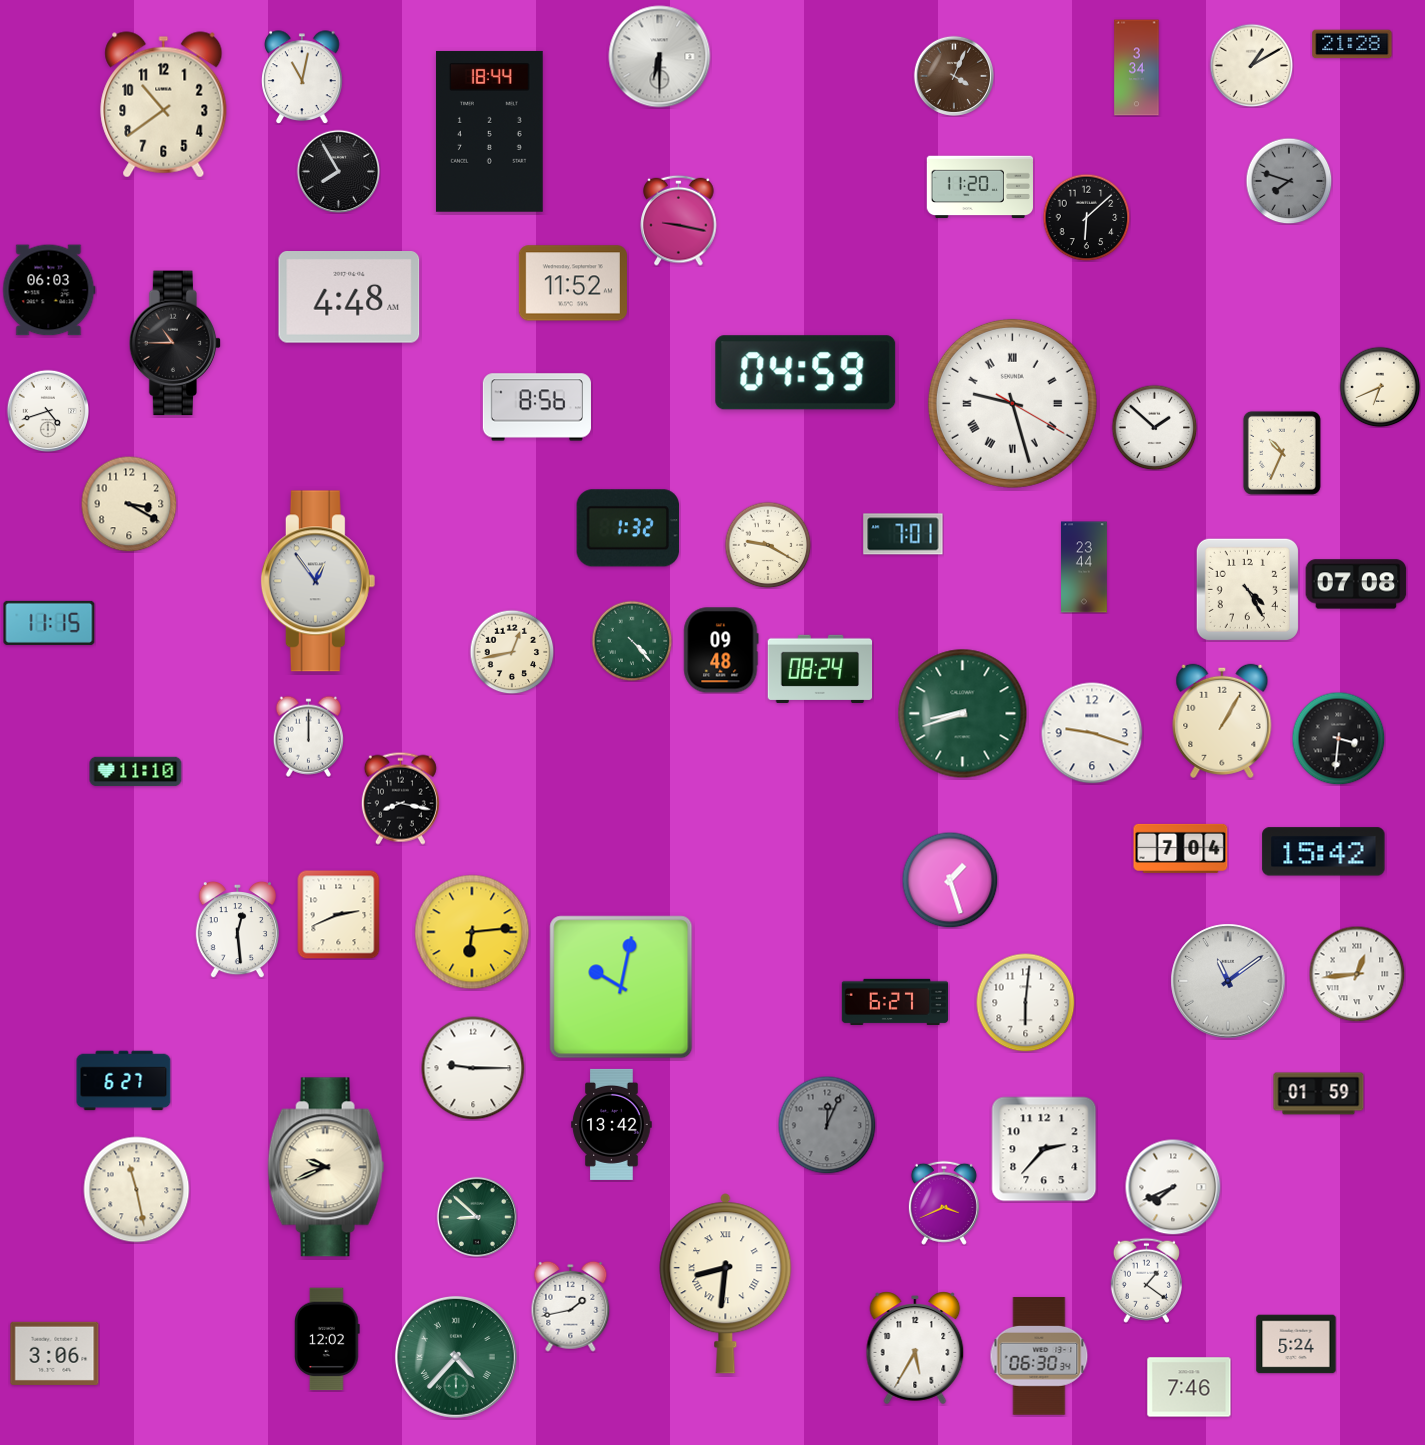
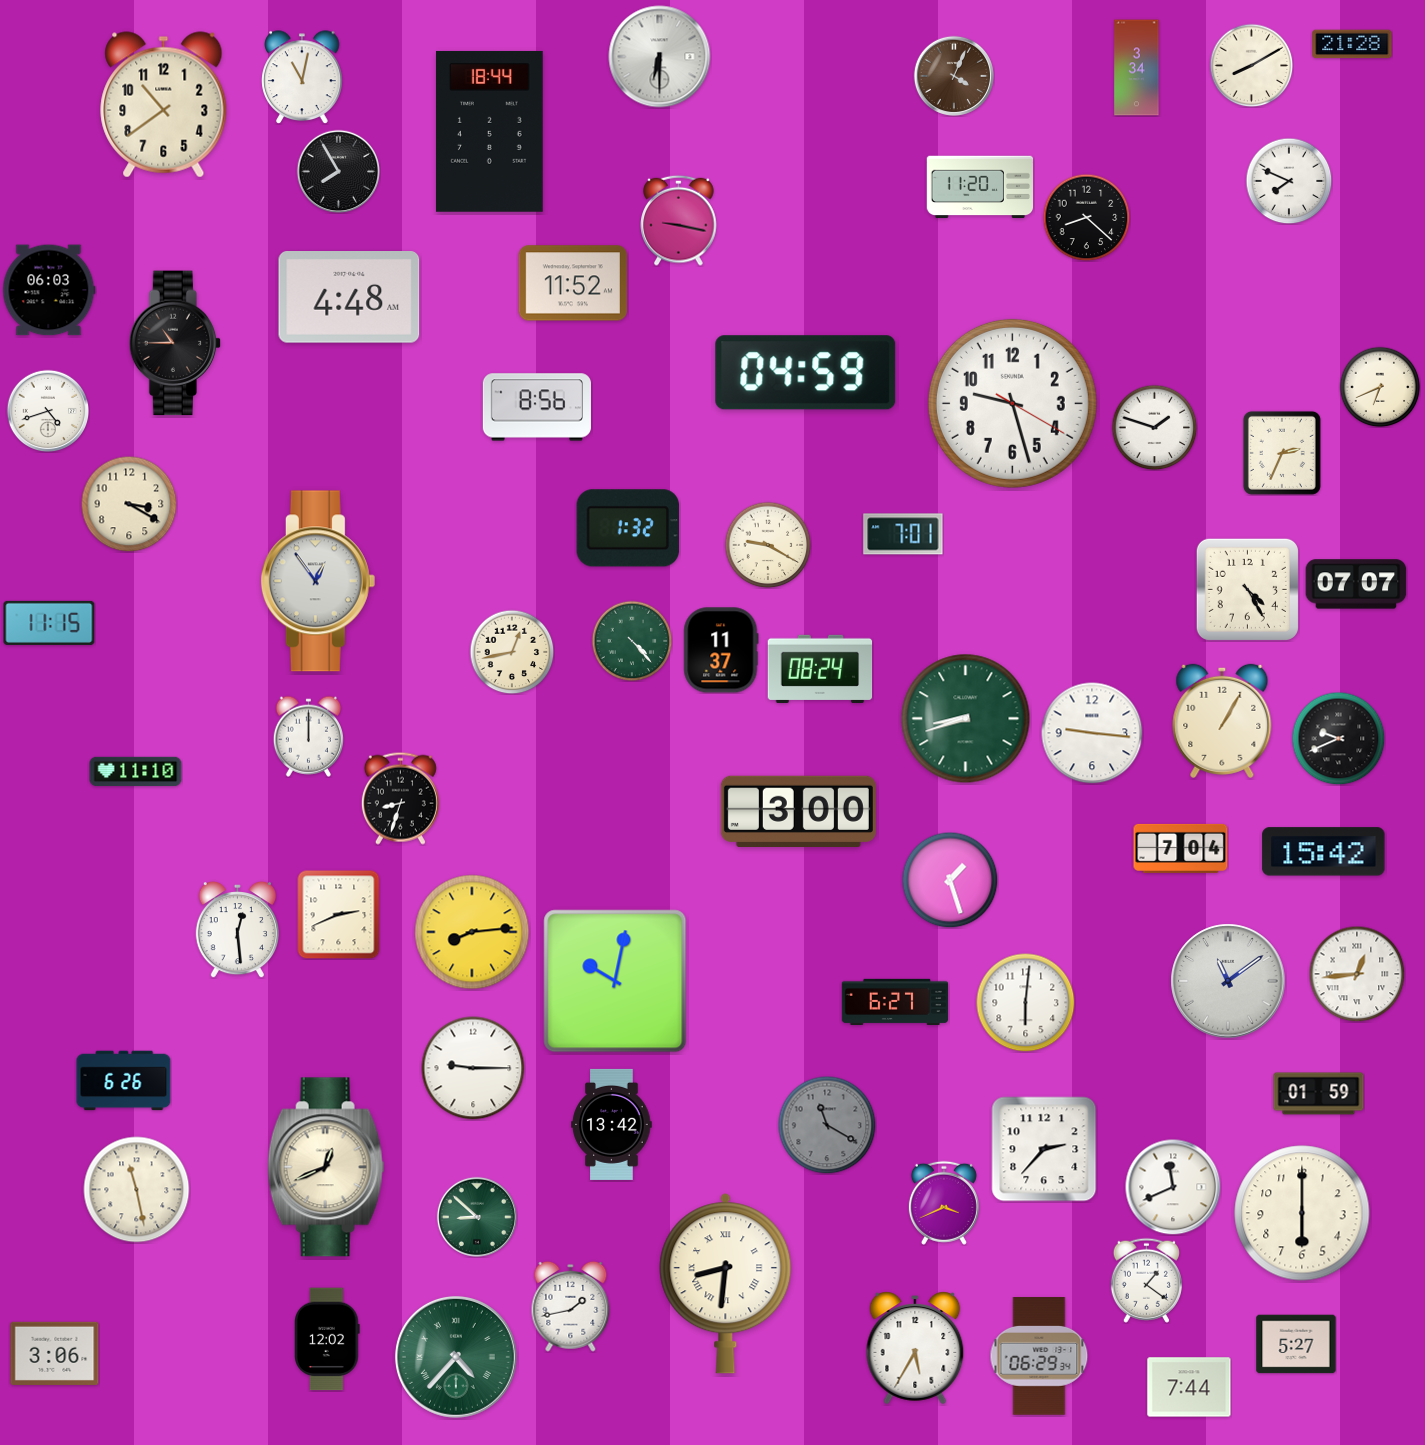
clock at (1251, 65): 1:10 -> 8:10
clock at (1289, 181): 7:48 -> 7:49
clock at (1289, 181) dial: grey -> white
clock at (1086, 217): 6:08 -> 8:22
clock at (1012, 403) numerals: Roman -> Arabic
clock at (1154, 427): 1:52 -> 1:48
clock at (1282, 453): 10:34 -> 2:34
clock at (1085, 567): 23:44 -> none
clock at (1356, 584): 07:08 -> 07:07
clock at (721, 650): 09:48 -> 11:37
clock at (963, 714) position: (963, 714) -> (966, 719)
clock at (1092, 733): 9:18 -> 9:16
clock at (1338, 738): 3:31 -> 9:41
clock at (400, 798): 8:17 -> 8:33
clock at (798, 811): none -> 3:00
clock at (472, 932): 6:14 -> 8:14
clock at (621, 987) position: (621, 987) -> (615, 981)
clock at (124, 1081): 6:27 -> 6:26
clock at (827, 1125): 12:04 -> 11:20
clock at (326, 1167): 9:41 -> 12:41
clock at (1173, 1187): 7:41 -> 11:41
clock at (1302, 1213): none -> 6:00
clock at (1296, 1344): 5:24 -> 5:27
clock at (1039, 1356): 06:30 -> 06:29
clock at (1189, 1387): 7:46 -> 7:44
